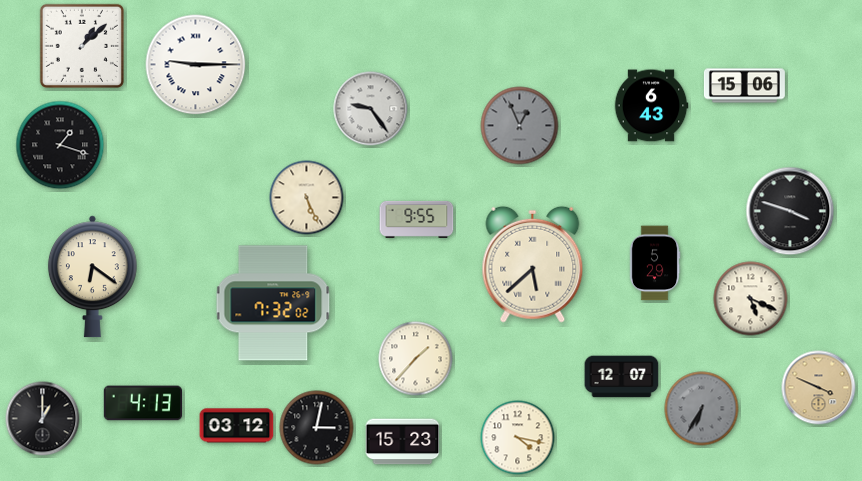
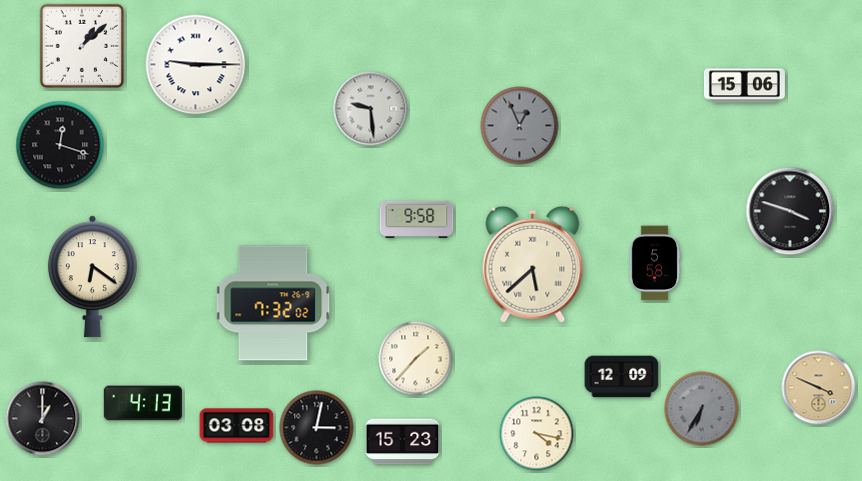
clock at (651, 106): 6:43 -> none
clock at (371, 109): 9:24 -> 9:29
clock at (60, 145): 1:18 -> 12:18
clock at (307, 198): 5:26 -> none
clock at (417, 219): 9:55 -> 9:58
clock at (655, 263): 5:29 -> 5:58
clock at (751, 299): 5:19 -> none
clock at (622, 377): 12:07 -> 12:09
clock at (237, 426): 03:12 -> 03:08
clock at (518, 438) position: (518, 438) -> (537, 434)
